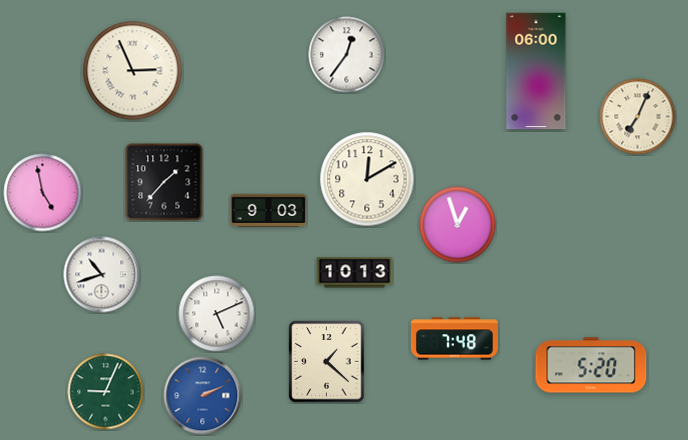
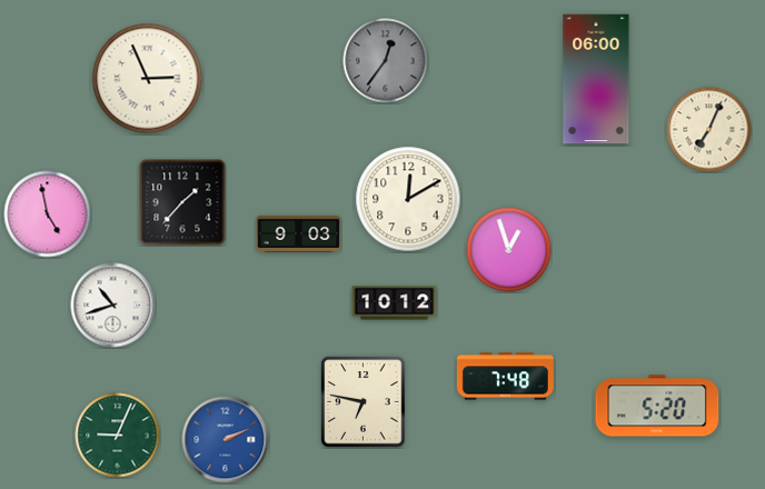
clock at (347, 55) dial: white -> grey
clock at (355, 273): 10:13 -> 10:12
clock at (217, 314): 5:11 -> none
clock at (327, 362): 1:22 -> 6:47
